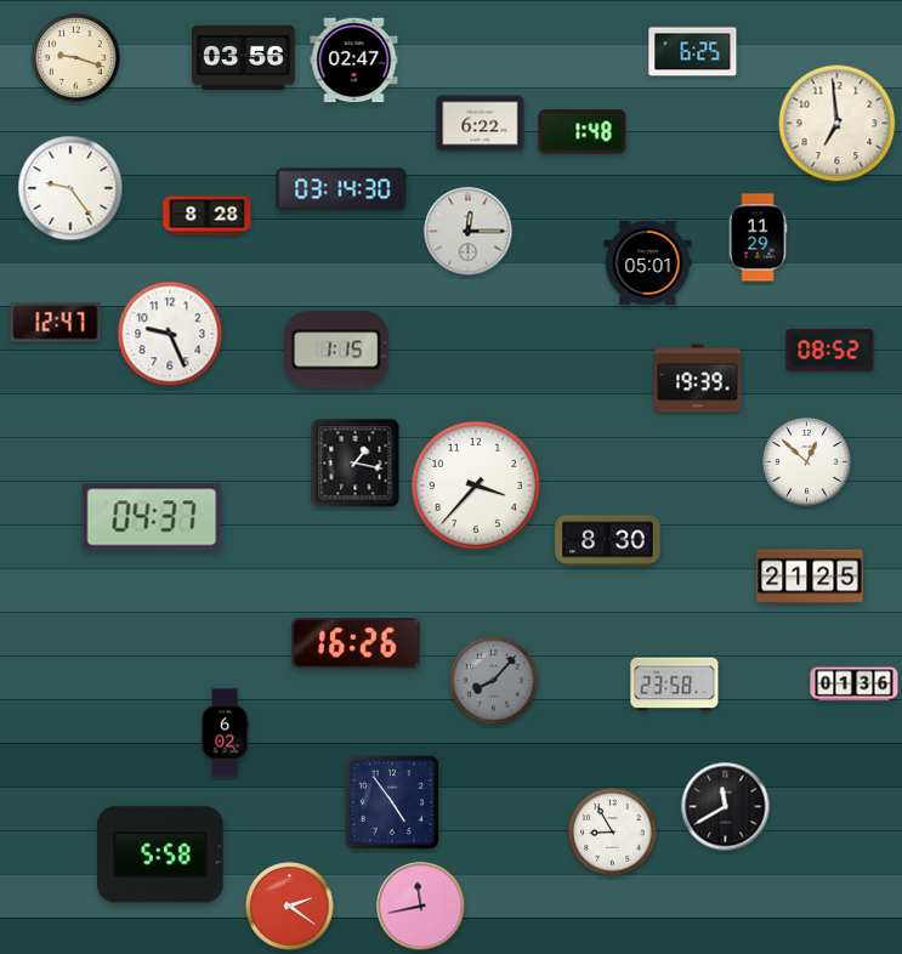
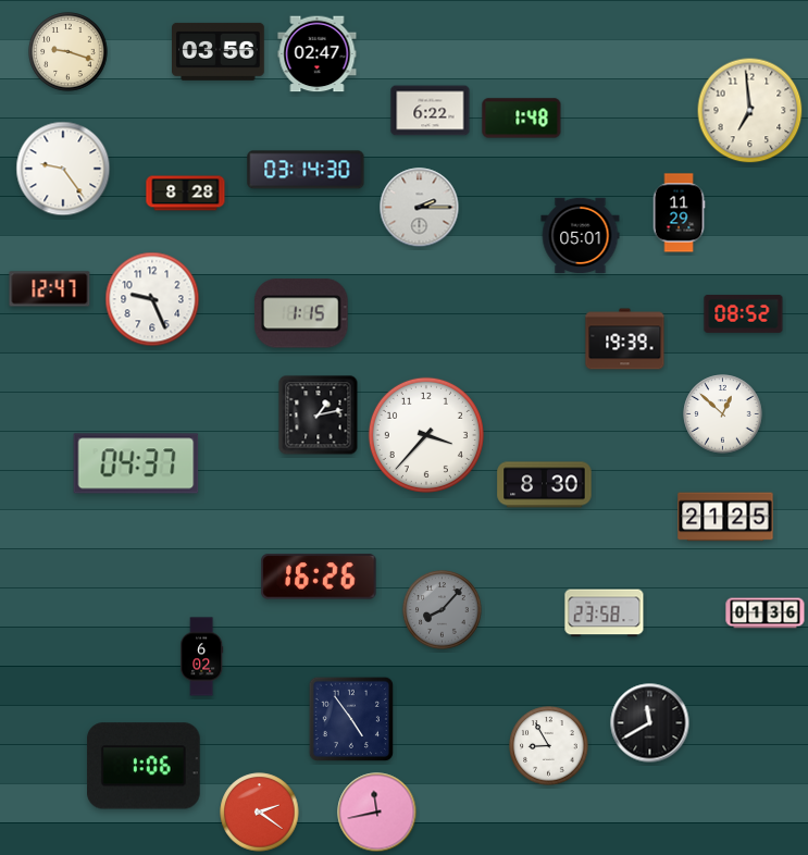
clock at (693, 52): 6:25 -> none
clock at (469, 232): 12:15 -> 2:15
clock at (356, 464): 1:17 -> 1:13
clock at (161, 854): 5:58 -> 1:06
